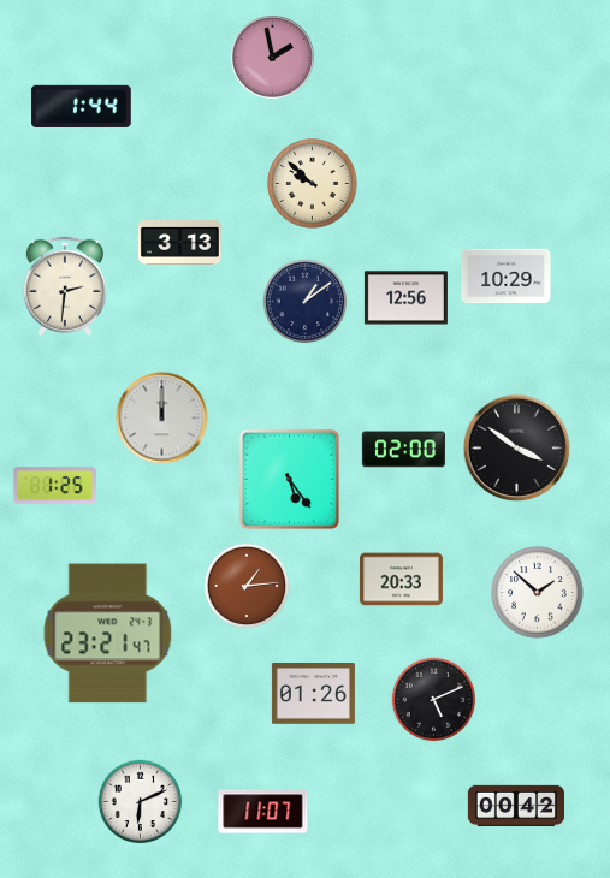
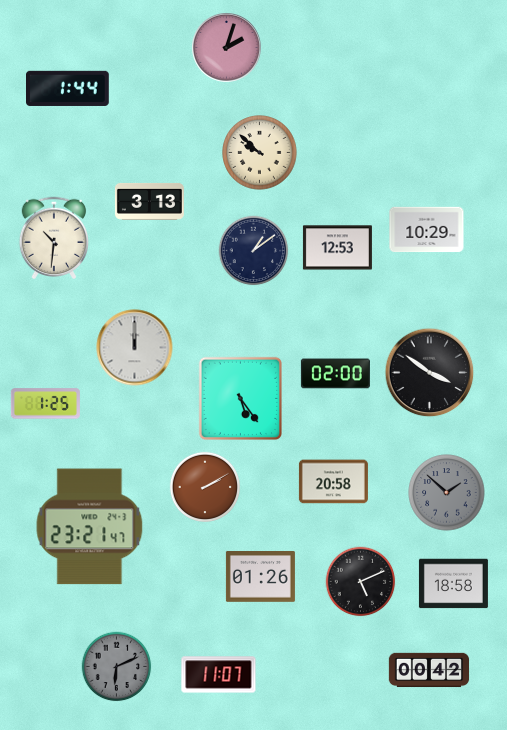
clock at (273, 58): 1:58 -> 2:03
clock at (507, 277) position: (507, 277) -> (427, 230)
clock at (65, 285): 2:31 -> 10:31
clock at (405, 298): 12:56 -> 12:53
clock at (401, 580): 20:33 -> 20:58
clock at (247, 586): 1:14 -> 2:10
clock at (538, 593) dial: white -> grey
clock at (453, 584): none -> 18:58
clock at (141, 802) dial: white -> grey
